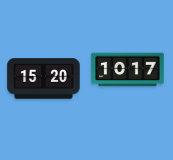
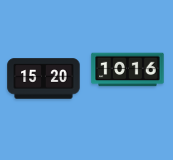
clock at (128, 70): 10:17 -> 10:16
